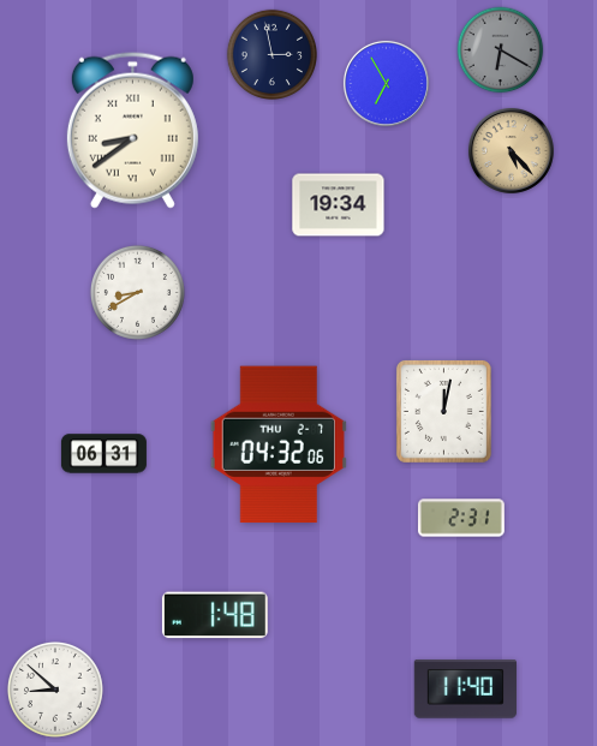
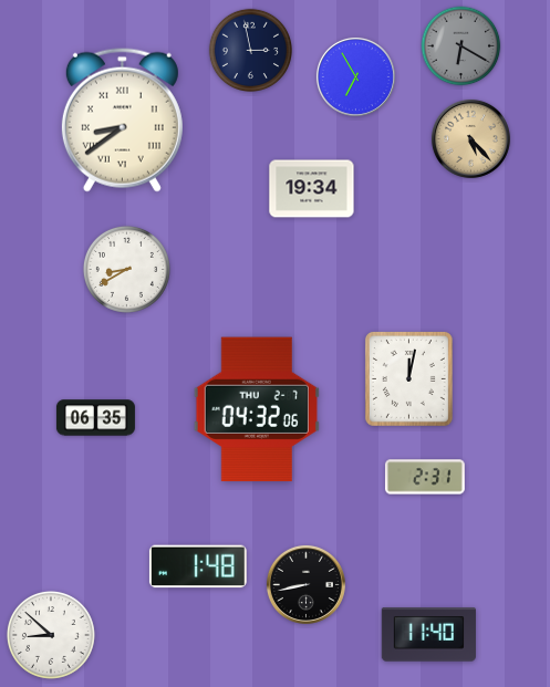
clock at (103, 454): 06:31 -> 06:35
clock at (305, 584): none -> 8:43
